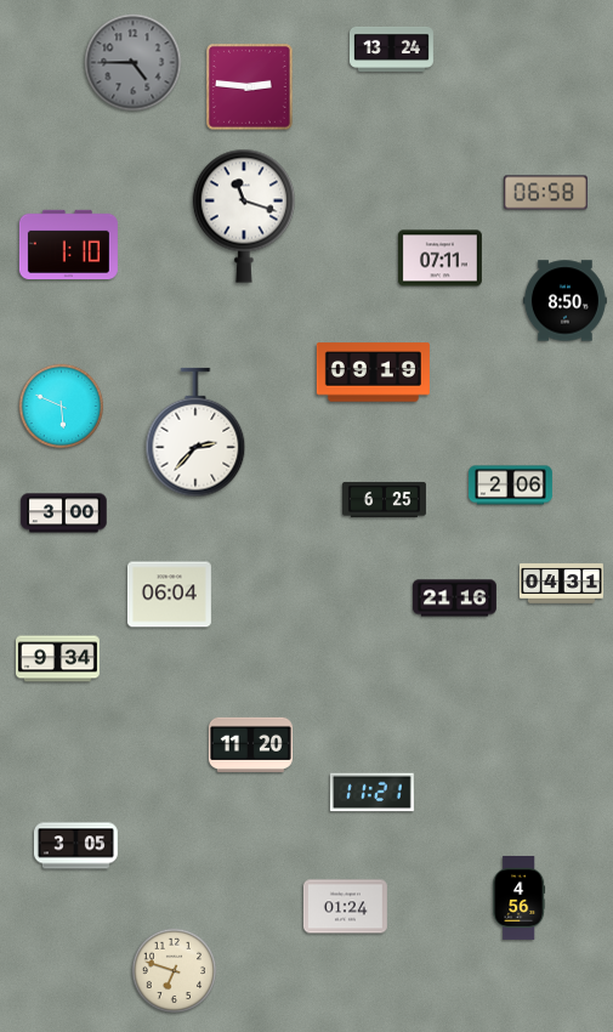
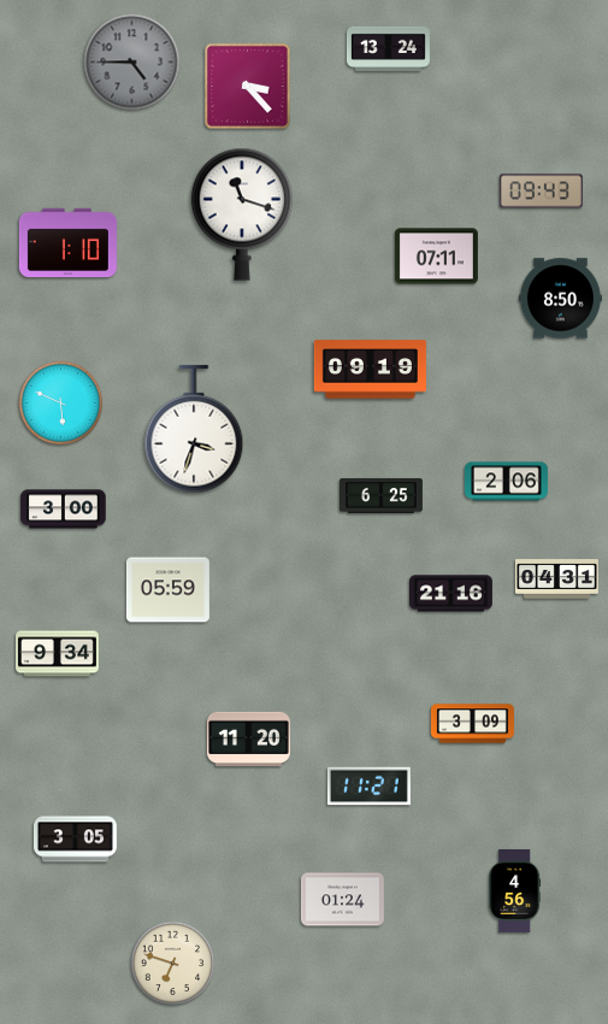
clock at (250, 87): 2:46 -> 3:23
clock at (545, 193): 06:58 -> 09:43
clock at (195, 432): 2:37 -> 3:33
clock at (169, 595): 06:04 -> 05:59
clock at (472, 724): none -> 3:09
